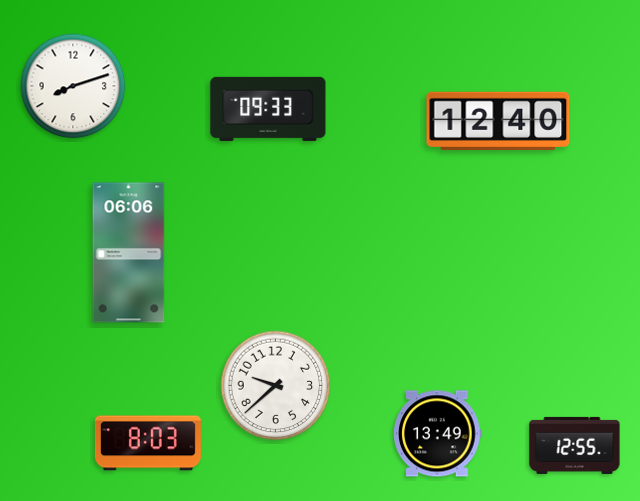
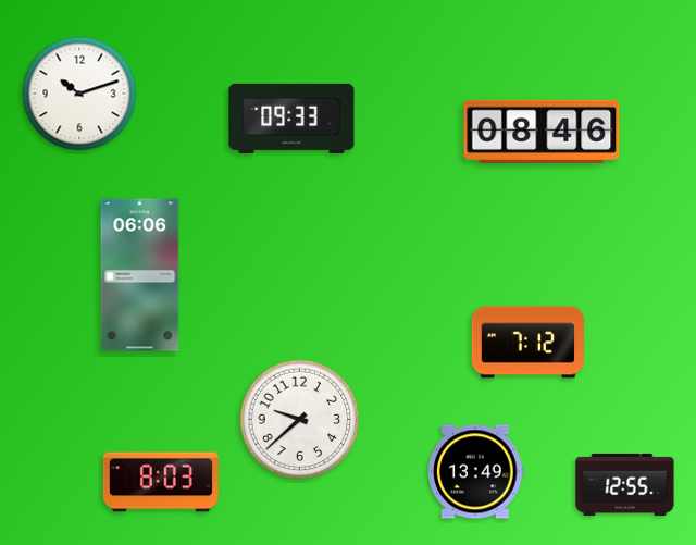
clock at (73, 86): 8:12 -> 10:12
clock at (498, 121): 12:40 -> 08:46
clock at (527, 343): none -> 7:12
